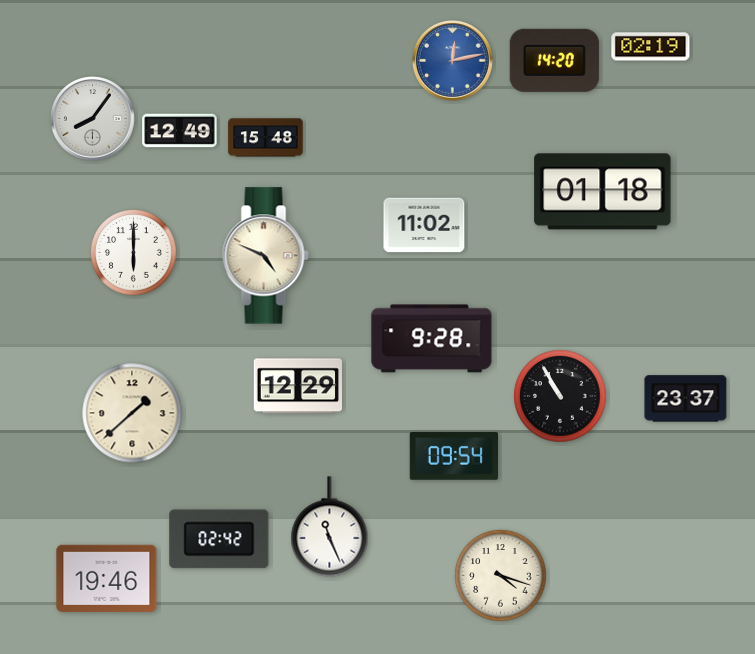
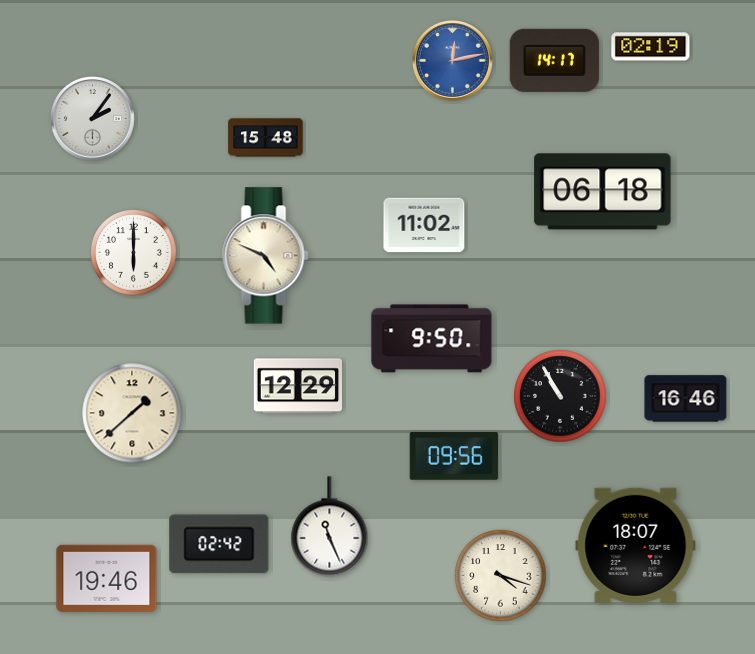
clock at (554, 60): 14:20 -> 14:17
clock at (93, 119): 8:06 -> 2:06
clock at (180, 131): 12:49 -> none
clock at (603, 192): 01:18 -> 06:18
clock at (432, 339): 9:28 -> 9:50
clock at (686, 399): 23:37 -> 16:46
clock at (453, 457): 09:54 -> 09:56
clock at (219, 539) position: (219, 539) -> (219, 544)
clock at (636, 545): none -> 18:07
